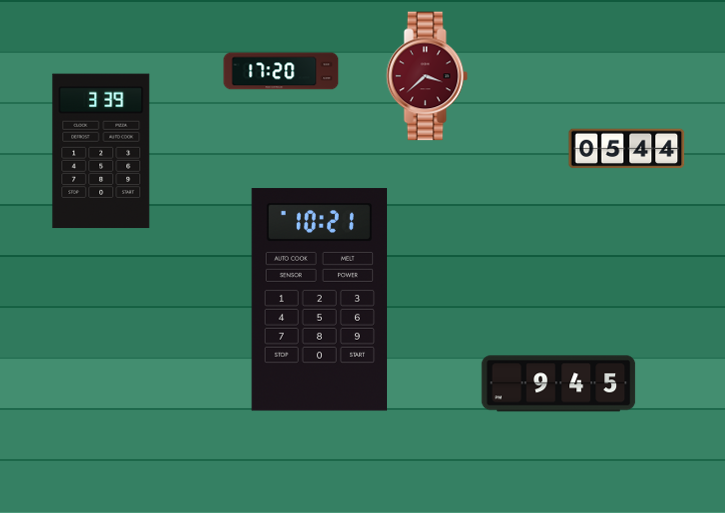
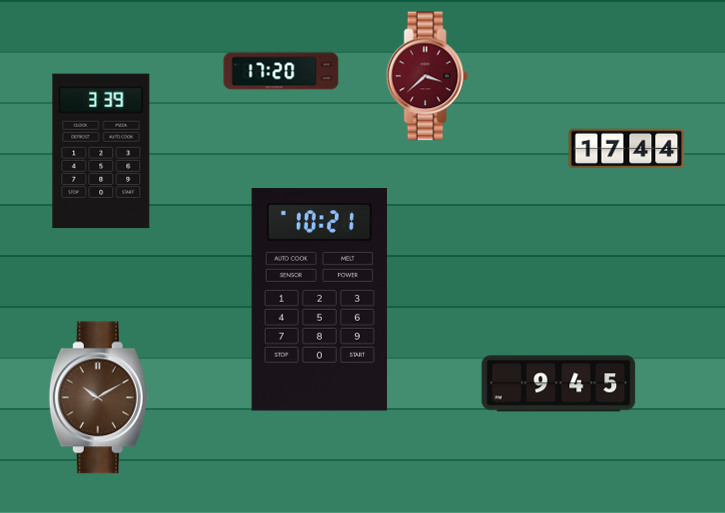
clock at (627, 149): 05:44 -> 17:44
clock at (98, 398): none -> 10:10
